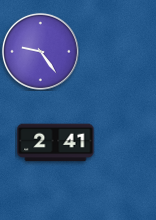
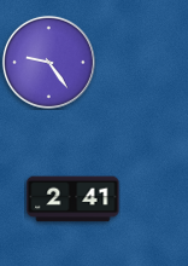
clock at (56, 143) position: (56, 143) -> (74, 199)
